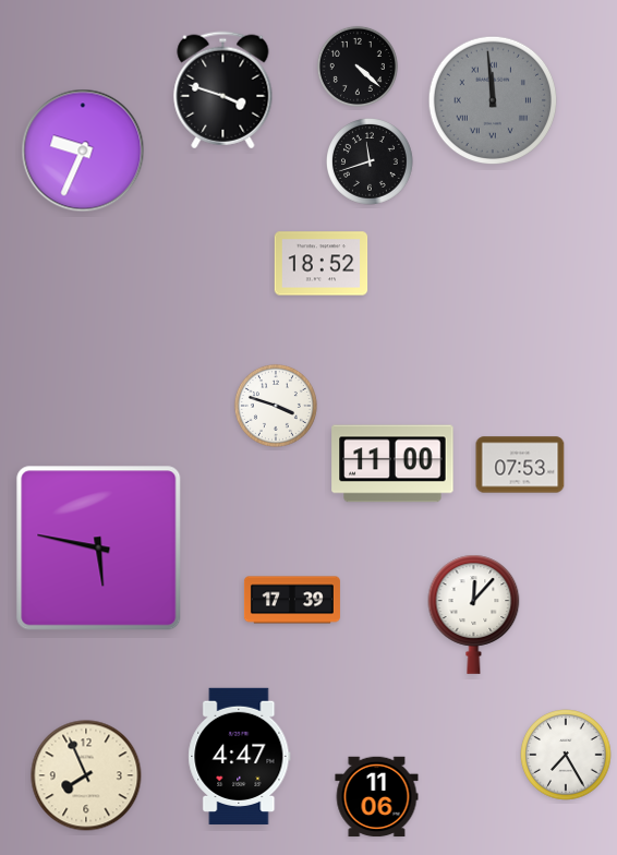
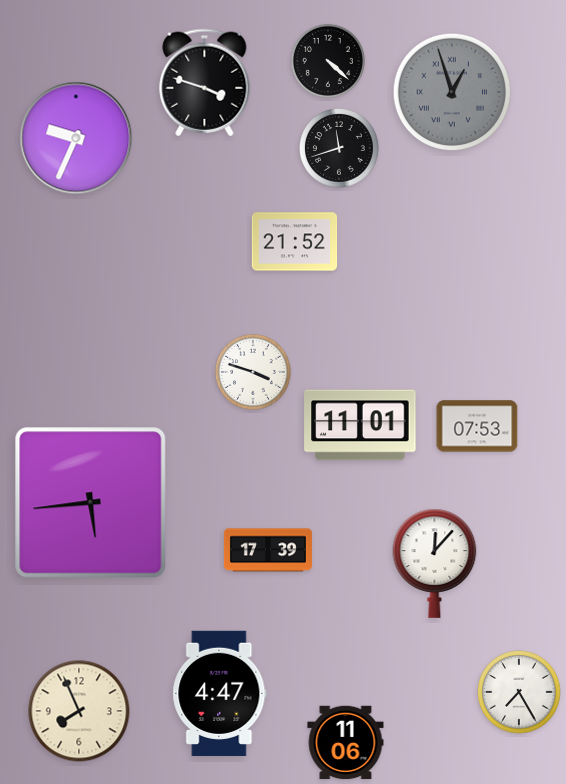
clock at (493, 100): 11:59 -> 12:57
clock at (322, 264): 18:52 -> 21:52
clock at (392, 463): 11:00 -> 11:01
clock at (99, 549): 5:47 -> 5:44
clock at (377, 797) position: (377, 797) -> (346, 743)
